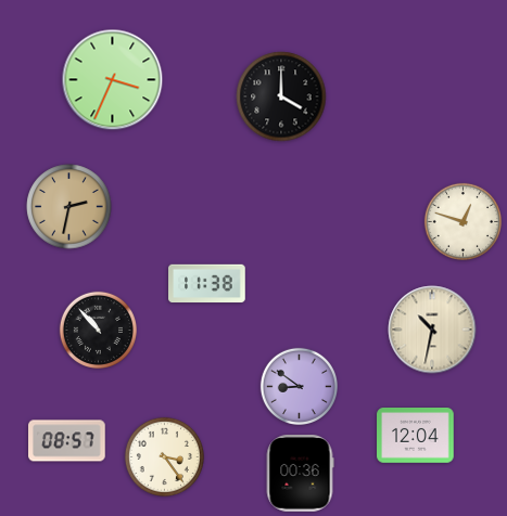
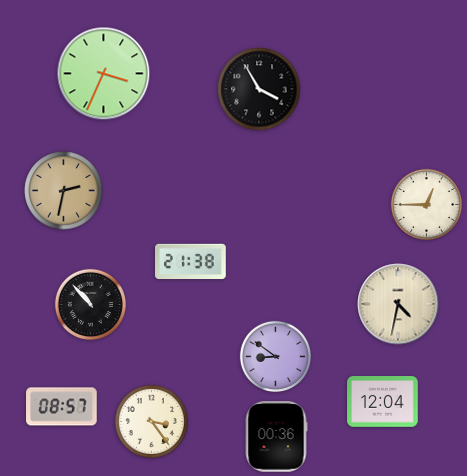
clock at (281, 96): 4:00 -> 3:55
clock at (462, 221): 12:48 -> 12:45
clock at (207, 284): 11:38 -> 21:38
clock at (432, 330): 10:32 -> 4:32
